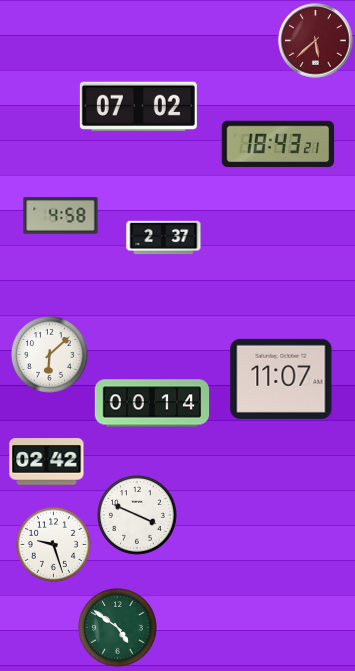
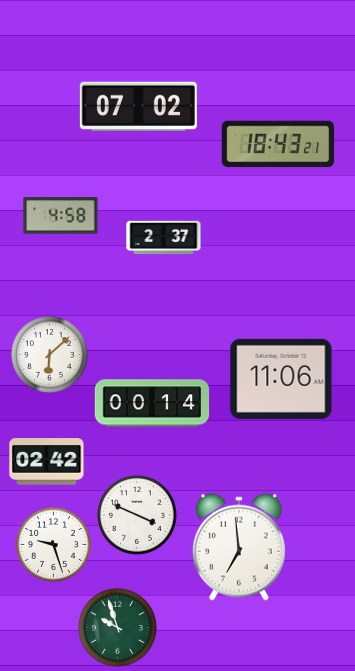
clock at (316, 41): 5:38 -> none
clock at (281, 379): 11:07 -> 11:06
clock at (239, 547): none -> 6:59
clock at (118, 628): 4:51 -> 9:57
